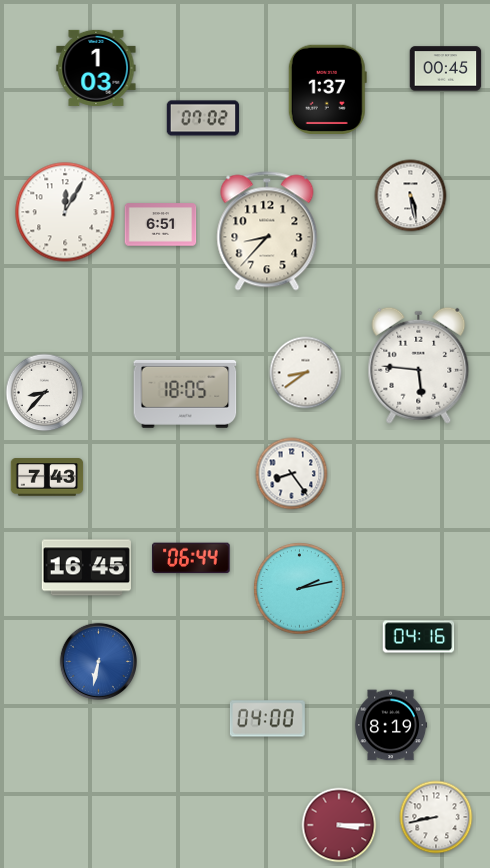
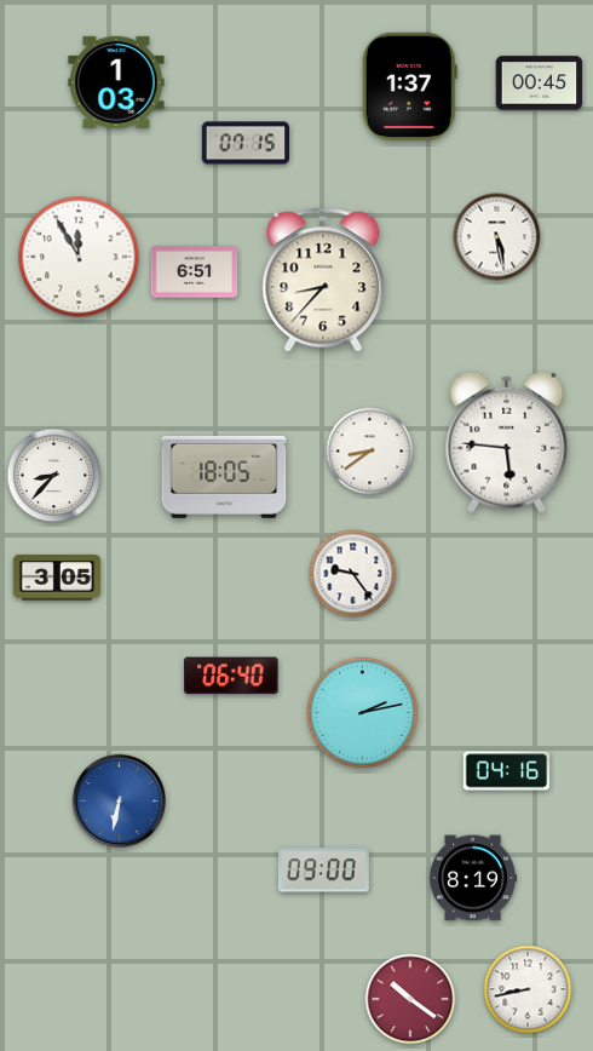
clock at (327, 89) position: (327, 89) -> (409, 86)
clock at (203, 118): 07:02 -> 07:15
clock at (65, 212): 12:05 -> 11:55
clock at (292, 474): 8:24 -> 9:24
clock at (47, 477): 7:43 -> 3:05
clock at (191, 558): 06:44 -> 06:40
clock at (86, 568): 16:45 -> none
clock at (267, 719): 04:00 -> 09:00
clock at (339, 825): 3:15 -> 10:21
